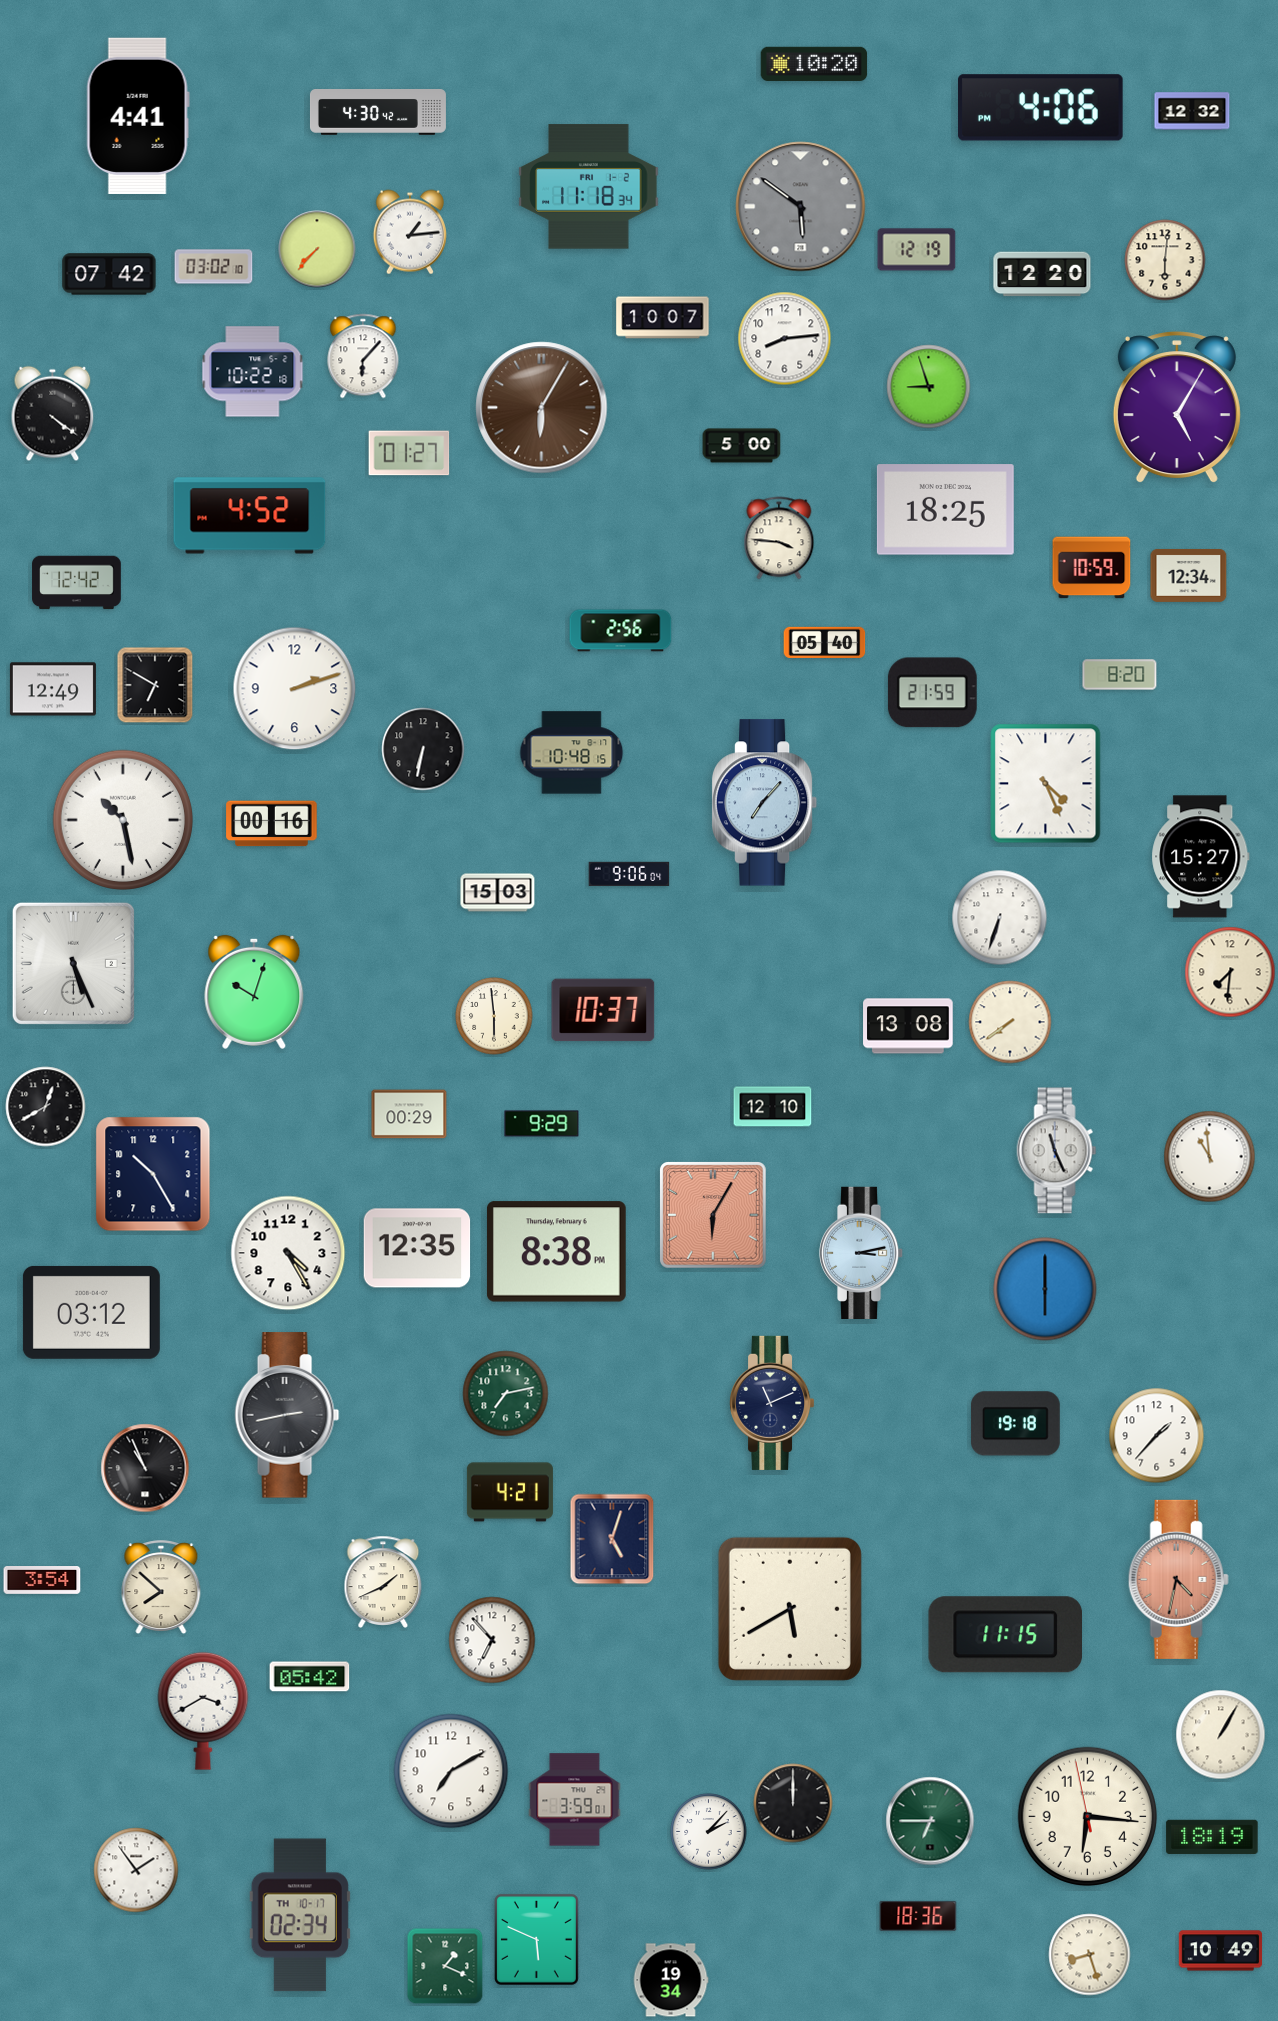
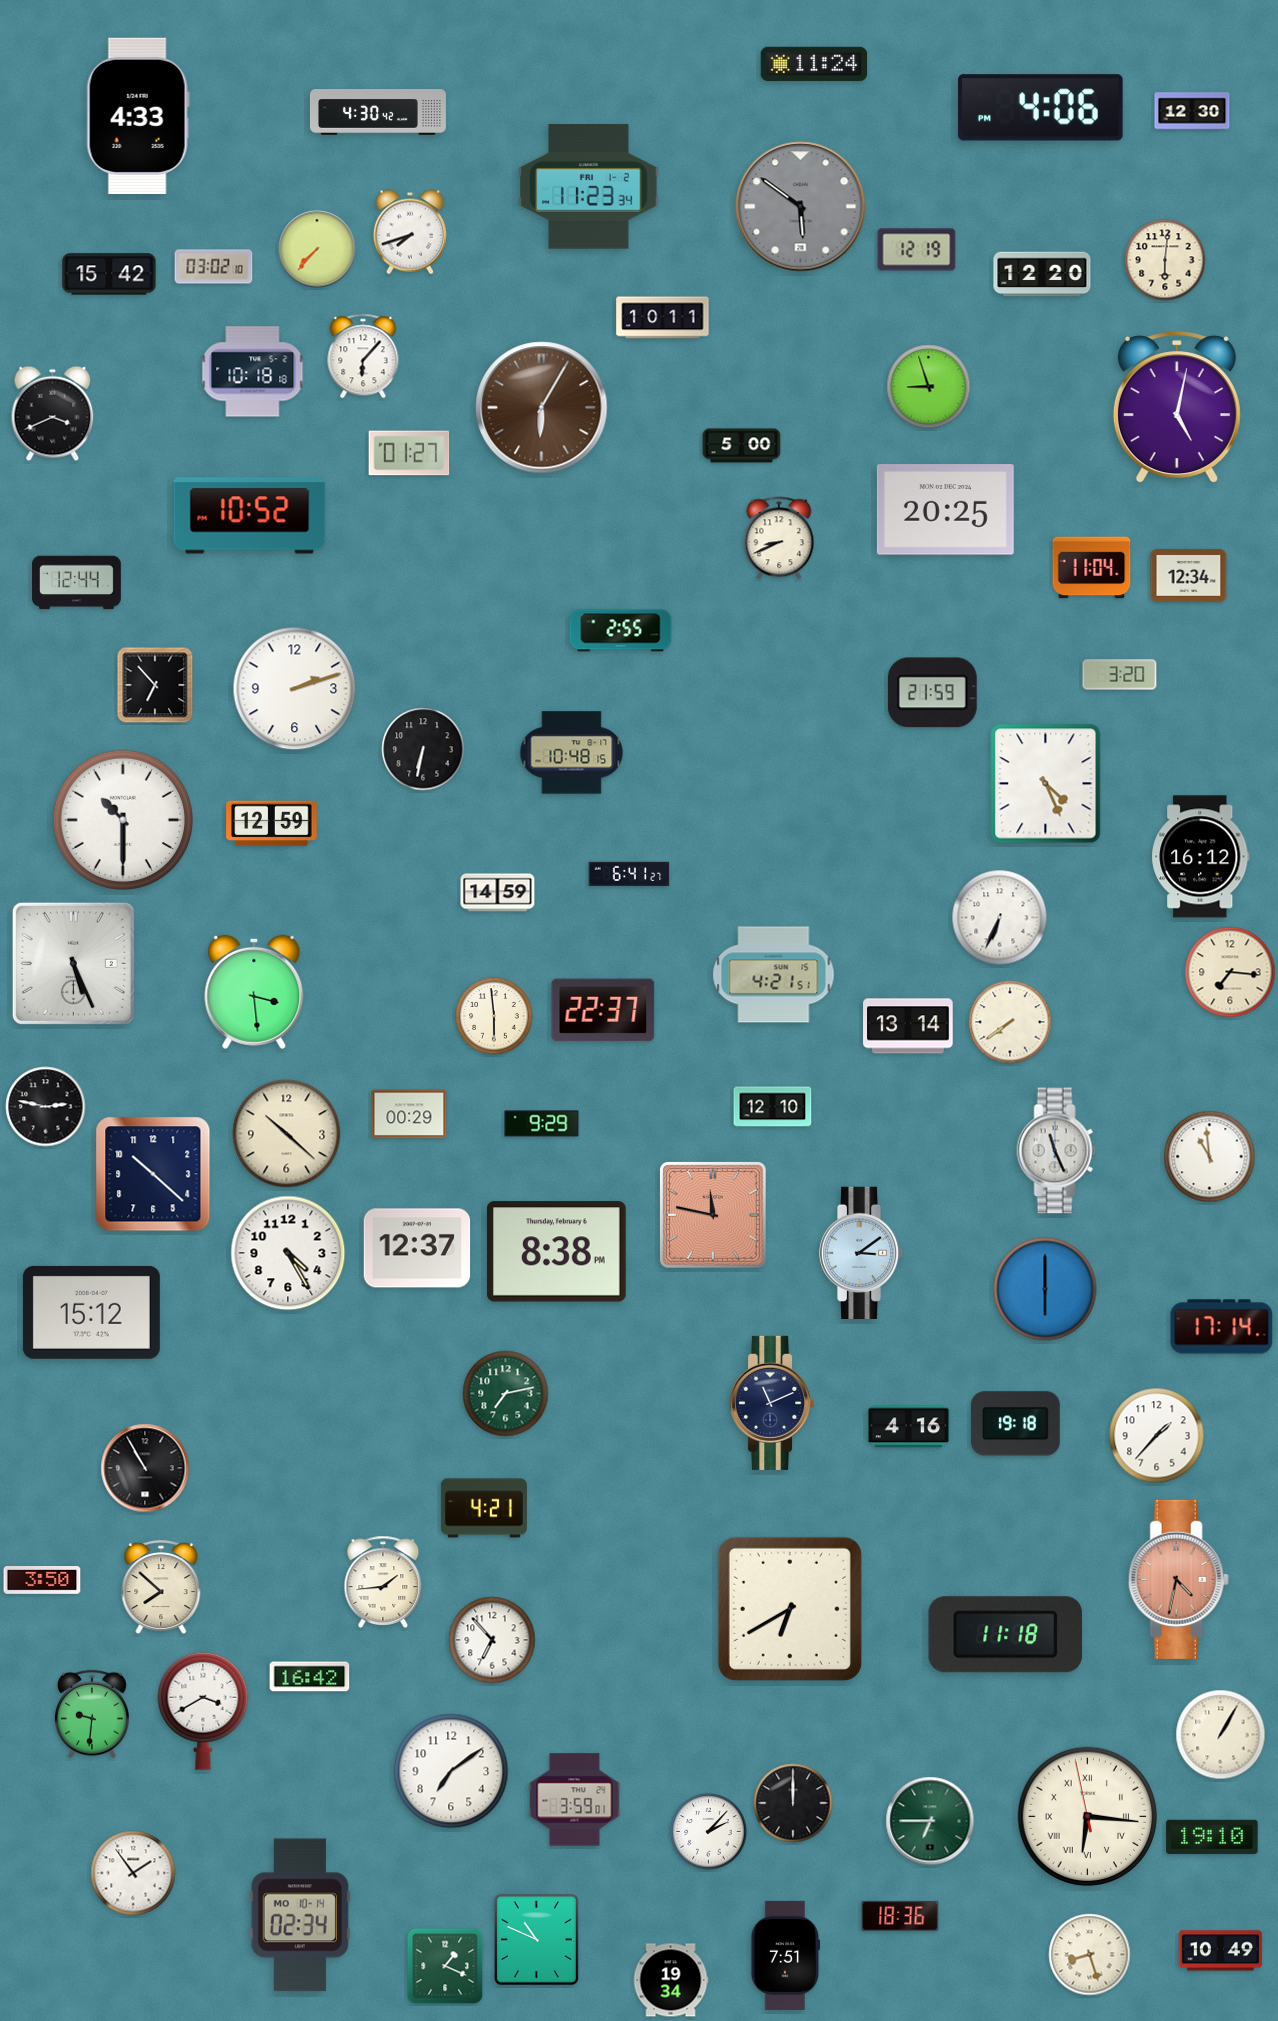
clock at (814, 63): 10:20 -> 11:24
clock at (1192, 111): 12:32 -> 12:30
clock at (138, 116): 4:41 -> 4:33
clock at (589, 187): 11:18 -> 11:23
clock at (410, 232): 1:14 -> 7:42
clock at (109, 274): 07:42 -> 15:42
clock at (663, 318): 10:07 -> 10:11
clock at (785, 339): 8:14 -> none
clock at (253, 372): 10:22 -> 10:18
clock at (1177, 408): 5:05 -> 5:02
clock at (53, 414): 4:21 -> 3:41
clock at (945, 510): 18:25 -> 20:25
clock at (250, 516): 4:52 -> 10:52
clock at (779, 538): 3:46 -> 8:41
clock at (1092, 568): 10:59 -> 11:04
clock at (77, 583): 12:42 -> 12:44
clock at (621, 631): 2:56 -> 2:55
clock at (825, 642): 05:40 -> none
clock at (1120, 675): 8:20 -> 3:20
clock at (155, 685): 6:50 -> 6:53
clock at (53, 689): 12:49 -> none
clock at (765, 803): 7:07 -> none
clock at (122, 819): 10:28 -> 10:30
clock at (272, 824): 00:16 -> 12:59
clock at (1201, 857): 15:27 -> 16:12
clock at (629, 874): 9:06 -> 6:41
clock at (498, 893): 15:03 -> 14:59
clock at (1000, 918): 6:33 -> 6:34
clock at (1230, 972): 7:31 -> 7:16
clock at (774, 975): none -> 4:21
clock at (254, 992): 10:03 -> 3:29
clock at (603, 1010): 10:37 -> 22:37
clock at (908, 1026): 13:08 -> 13:14
clock at (46, 1107): 12:40 -> 2:47
clock at (287, 1134): none -> 10:22
clock at (153, 1174): 10:25 -> 10:22
clock at (714, 1216): 6:05 -> 11:47
clock at (417, 1248): 12:35 -> 12:37
clock at (862, 1252): 3:13 -> 3:09
clock at (91, 1312): 03:12 -> 15:12
clock at (1222, 1327): none -> 17:14
clock at (287, 1415): 2:43 -> none
clock at (909, 1427): none -> 4:16
clock at (145, 1468): 10:56 -> 10:55
clock at (510, 1492) position: (510, 1492) -> (484, 1508)
clock at (612, 1539): 5:03 -> none
clock at (42, 1581): 3:54 -> 3:50
clock at (383, 1582): 1:41 -> 1:44
clock at (790, 1609): 5:40 -> 6:40
clock at (1005, 1635): 11:15 -> 11:18
clock at (310, 1677): 05:42 -> 16:42
clock at (92, 1714): none -> 9:31
clock at (451, 1771): 7:10 -> 7:09
clock at (1088, 1817) numerals: Arabic -> Roman
clock at (1212, 1837): 18:19 -> 19:10
clock at (136, 1870) position: (136, 1870) -> (133, 1873)
clock at (300, 1915) date: TH 10-17 -> MO 10-14
clock at (918, 1916) position: (918, 1916) -> (900, 1916)
clock at (536, 1939): 5:49 -> 10:49
clock at (785, 1955): none -> 7:51
